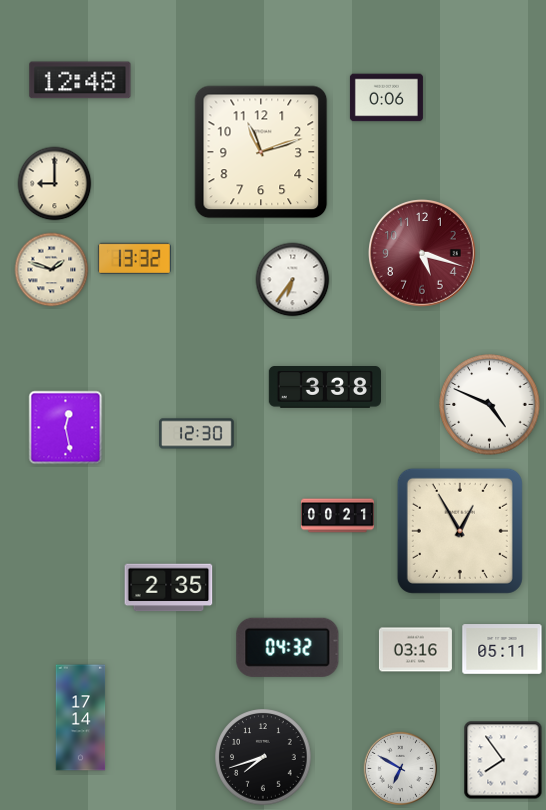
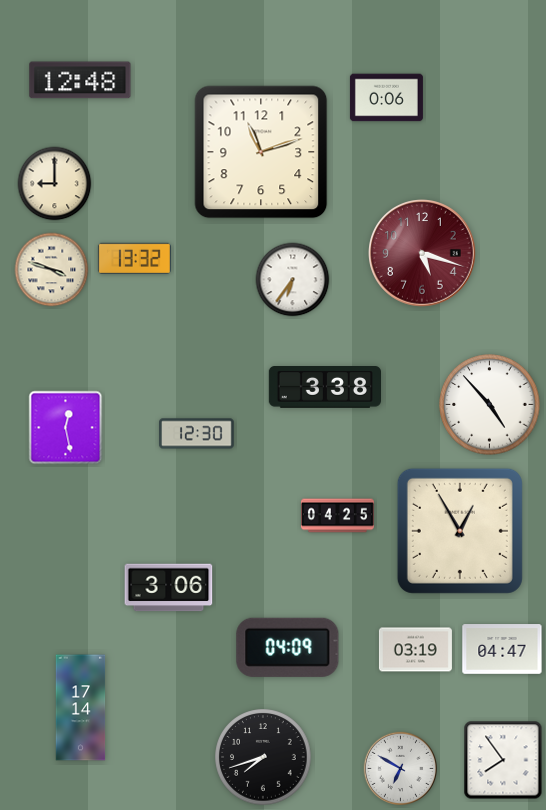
clock at (52, 270): 1:48 -> 3:48
clock at (490, 405): 4:49 -> 4:53
clock at (337, 516): 00:21 -> 04:25
clock at (169, 588): 2:35 -> 3:06
clock at (288, 647): 04:32 -> 04:09
clock at (502, 649): 05:11 -> 04:47
clock at (415, 650): 03:16 -> 03:19
clock at (81, 718) position: (81, 718) -> (81, 708)
